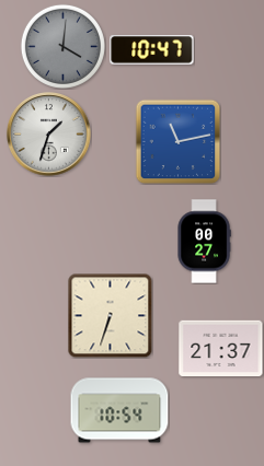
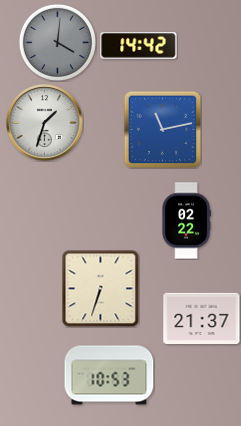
clock at (152, 50): 10:47 -> 14:42
clock at (204, 242): 00:27 -> 02:22
clock at (119, 410): 10:54 -> 10:53
